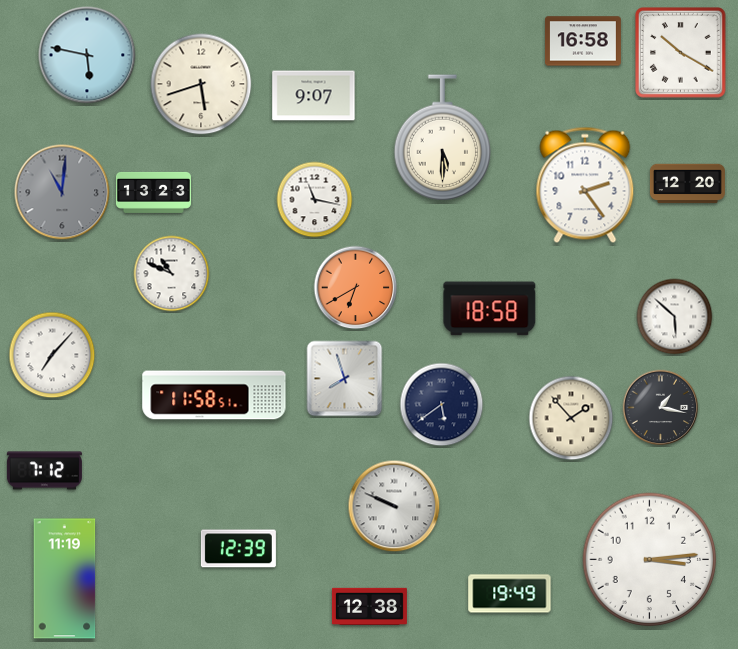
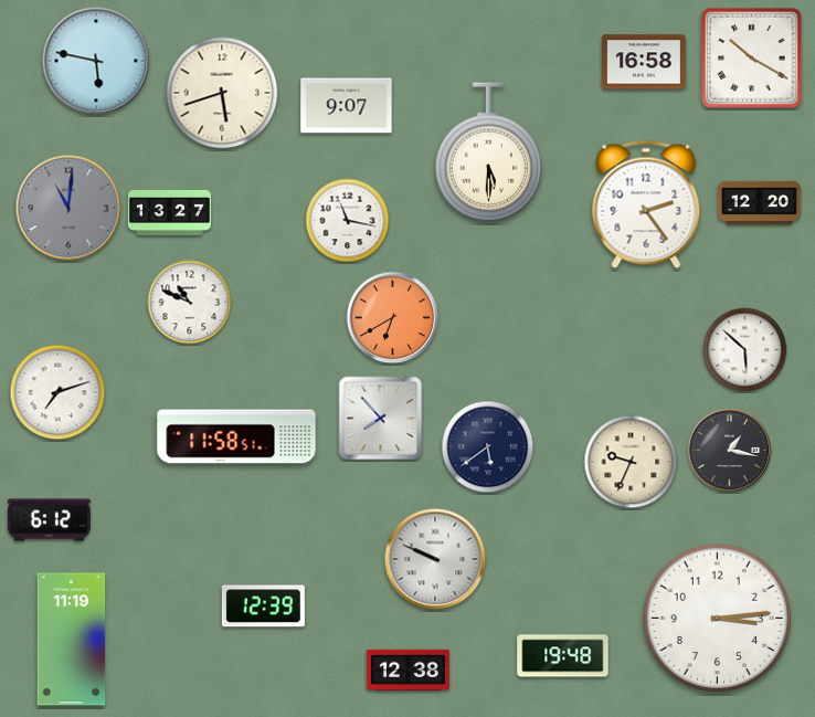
clock at (583, 41) position: (583, 41) -> (644, 62)
clock at (62, 192) position: (62, 192) -> (68, 208)
clock at (153, 192): 13:23 -> 13:27
clock at (490, 309): 18:58 -> none
clock at (52, 355): 7:07 -> 7:12
clock at (345, 379): 7:57 -> 7:53
clock at (571, 418): 1:53 -> 9:34
clock at (44, 471): 7:12 -> 6:12
clock at (510, 594): 19:49 -> 19:48
